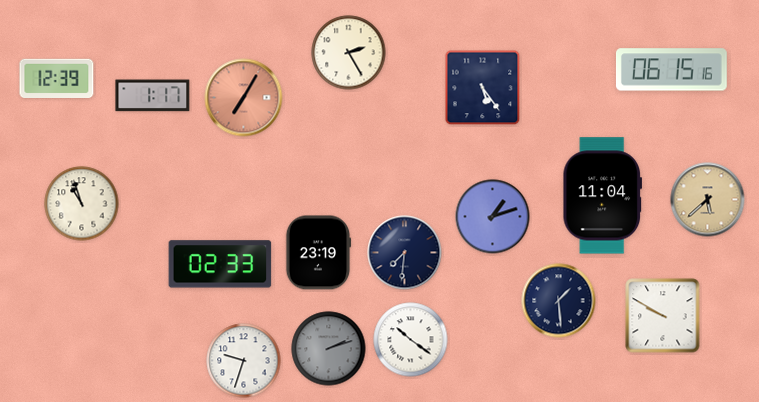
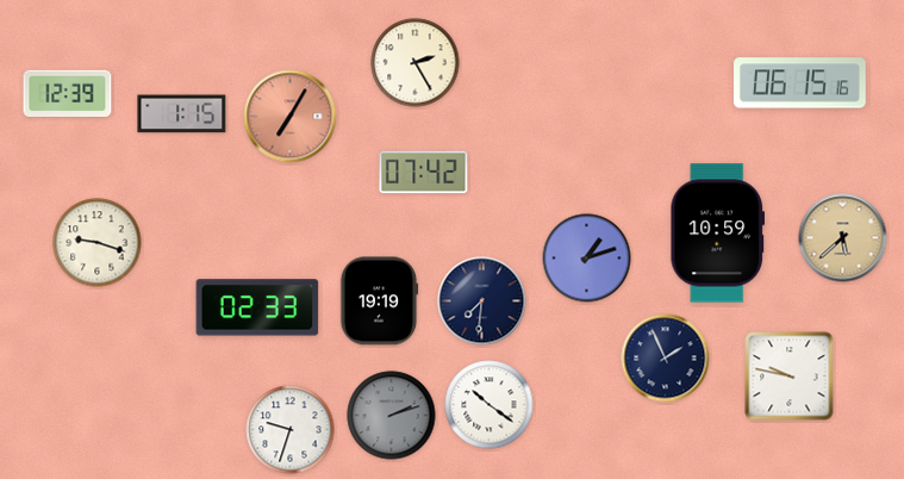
clock at (483, 88): 5:24 -> none
clock at (153, 96): 1:17 -> 1:15
clock at (424, 173): none -> 07:42
clock at (602, 196): 11:04 -> 10:59
clock at (82, 204): 10:57 -> 9:18
clock at (318, 253): 23:19 -> 19:19
clock at (220, 264) position: (220, 264) -> (257, 307)
clock at (559, 301): 1:29 -> 1:56
clock at (663, 316): 9:50 -> 9:47
